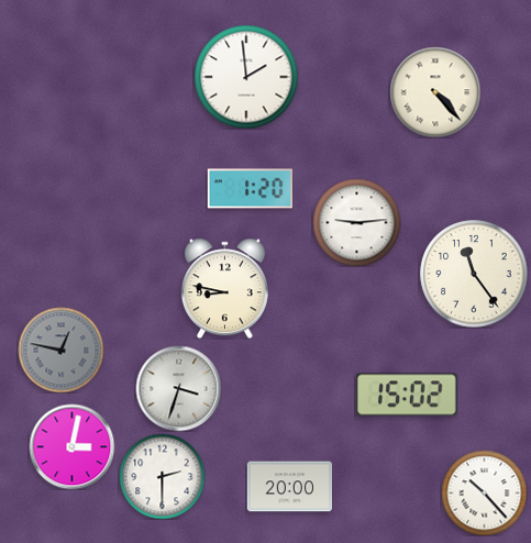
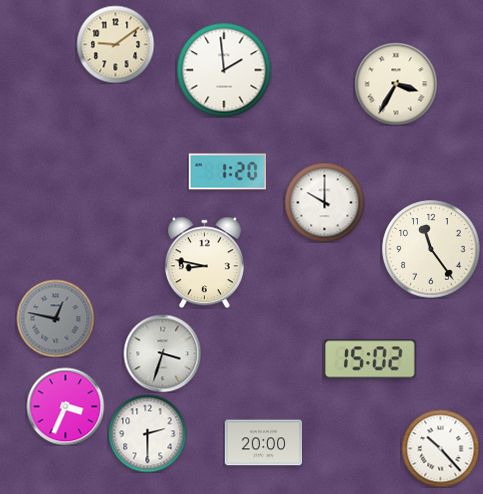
clock at (115, 44): none -> 9:09
clock at (435, 92): 4:23 -> 3:35
clock at (356, 222): 9:14 -> 10:00
clock at (71, 446): 3:02 -> 3:34
